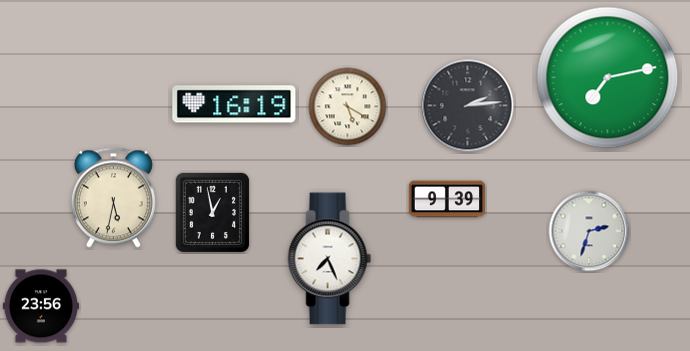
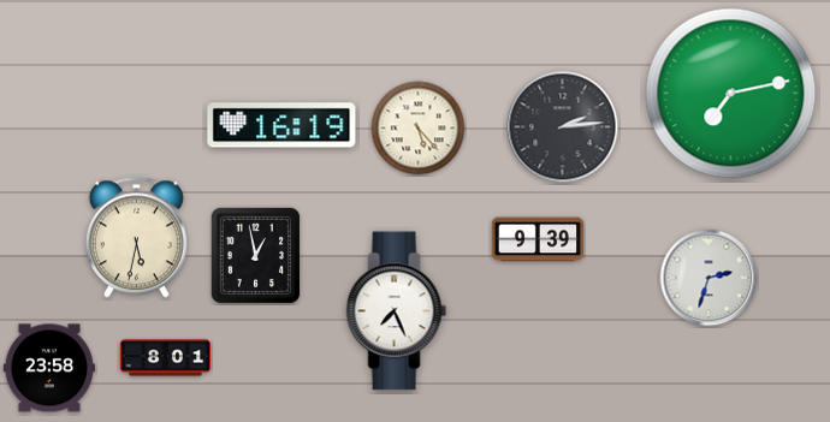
clock at (348, 107): 5:20 -> 5:23
clock at (166, 358): none -> 8:01
clock at (41, 306): 23:56 -> 23:58
